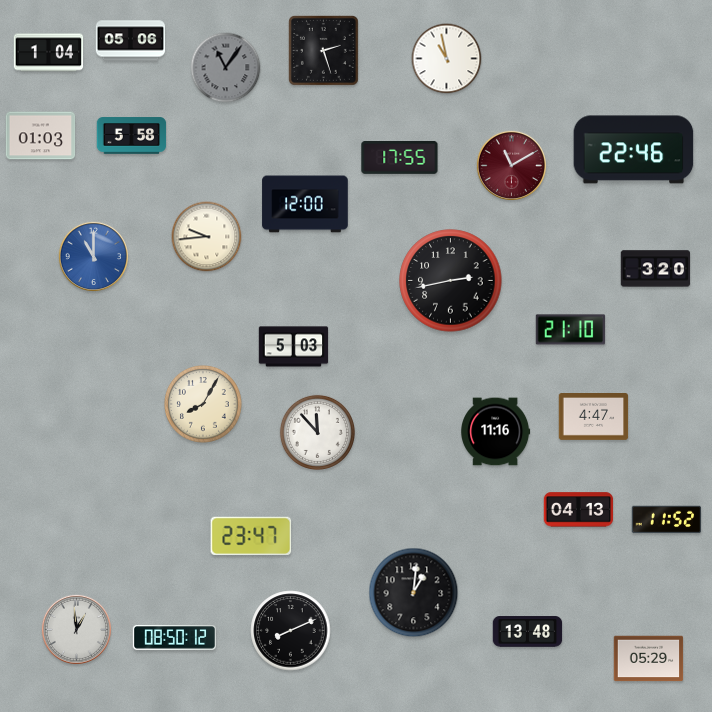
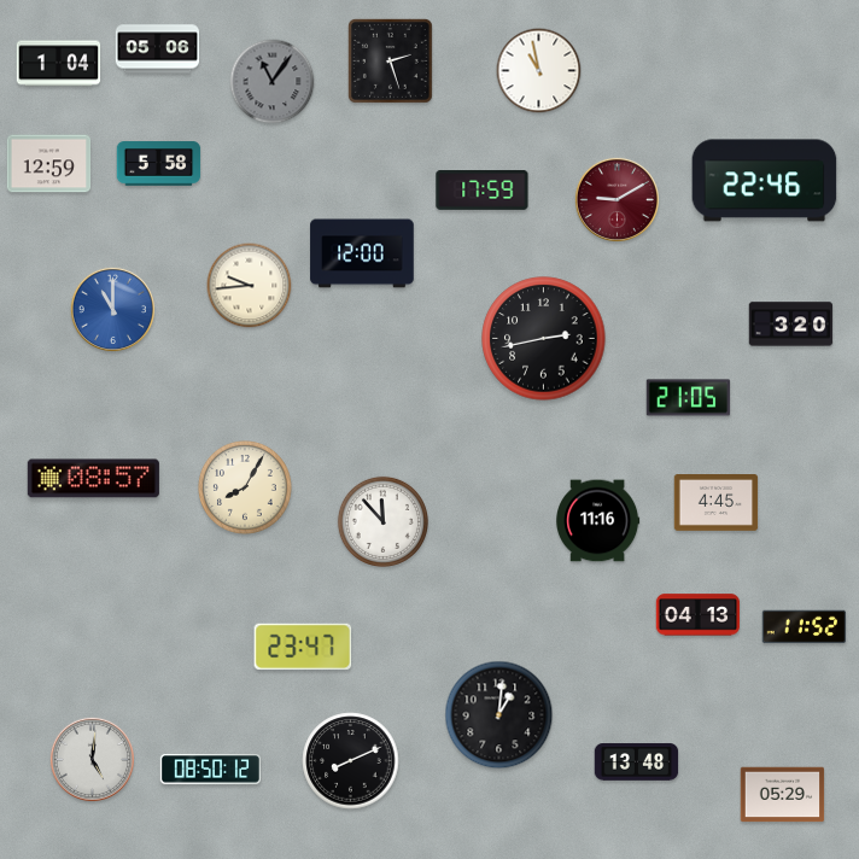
clock at (41, 136): 01:03 -> 12:59
clock at (400, 158): 17:55 -> 17:59
clock at (511, 165): 11:10 -> 9:10
clock at (305, 204) position: (305, 204) -> (362, 253)
clock at (571, 330): 21:10 -> 21:05
clock at (294, 347): 5:03 -> none
clock at (93, 479): none -> 08:57
clock at (594, 417): 4:47 -> 4:45
clock at (76, 629): 12:59 -> 5:01
